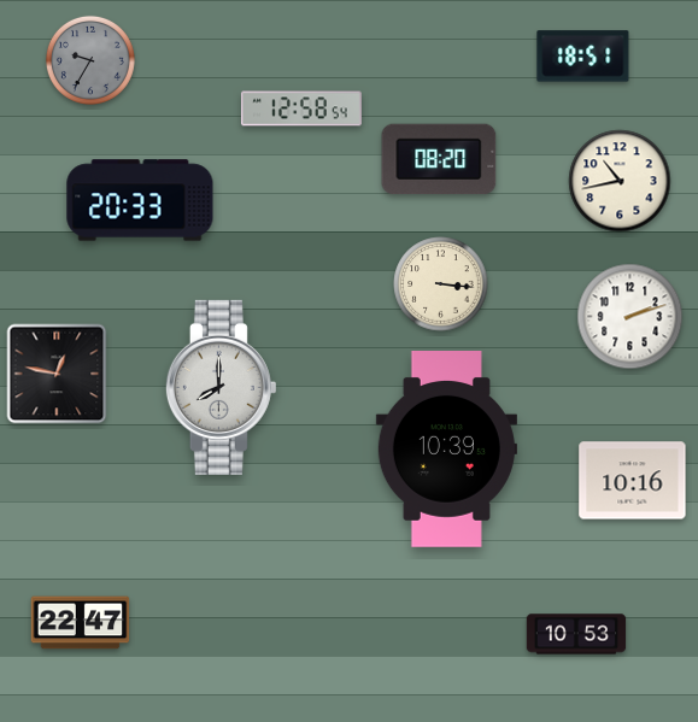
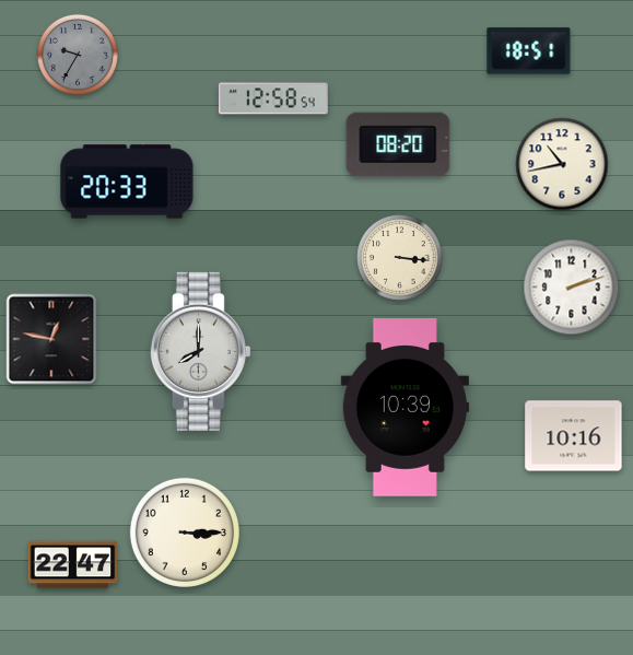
clock at (90, 60) position: (90, 60) -> (78, 55)
clock at (185, 533): none -> 3:15
clock at (576, 634): 10:53 -> none
